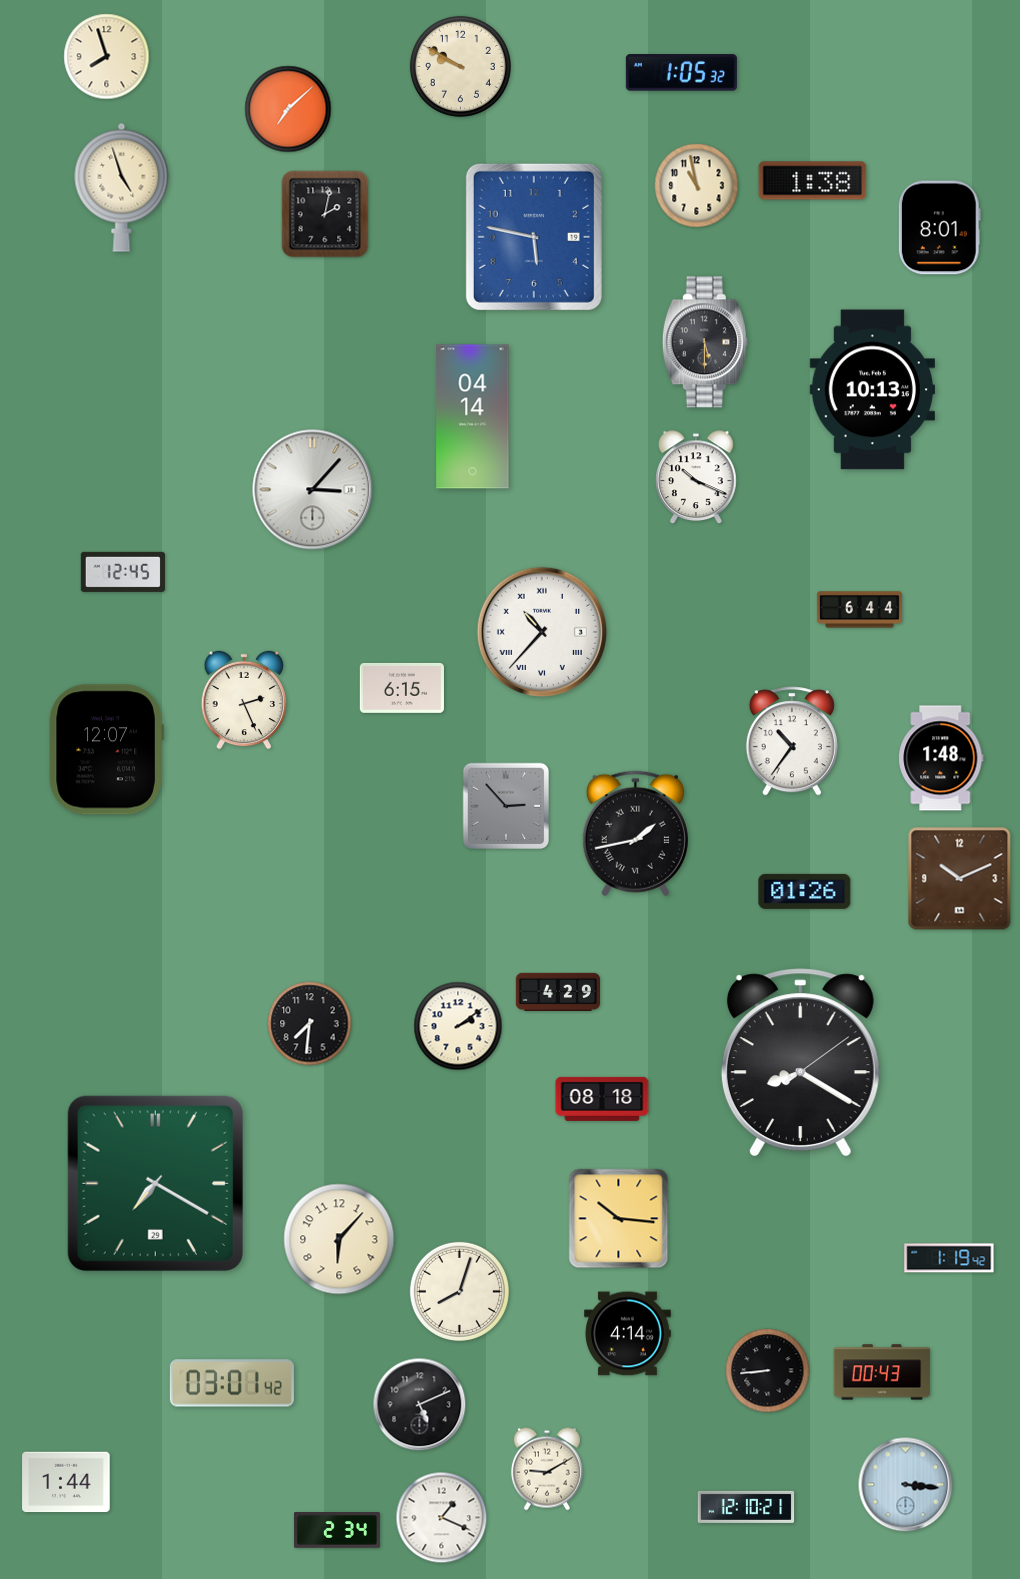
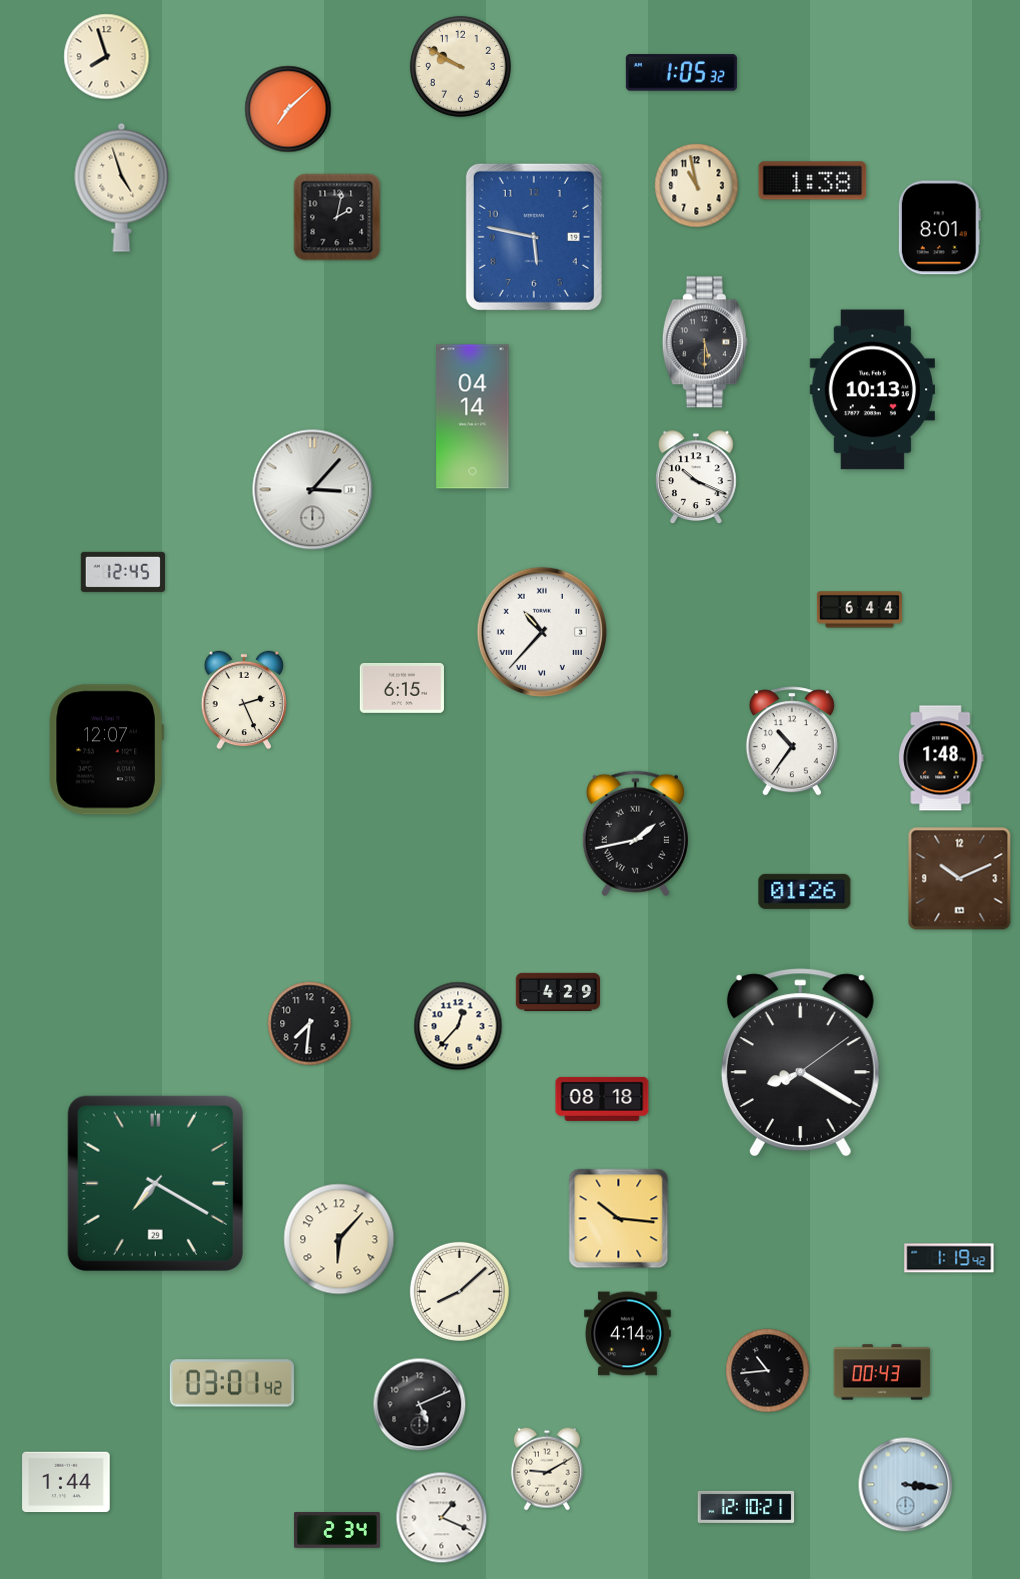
clock at (325, 214) position: (325, 214) -> (337, 217)
clock at (506, 806): 2:53 -> none
clock at (458, 1026): 2:09 -> 12:37
clock at (459, 1291): 8:03 -> 8:08
clock at (768, 1371): 8:44 -> 10:44
